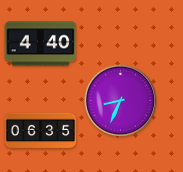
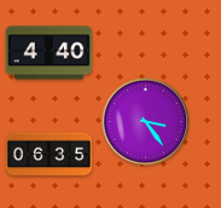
clock at (121, 101): 8:34 -> 3:24
clock at (41, 131) position: (41, 131) -> (50, 155)
